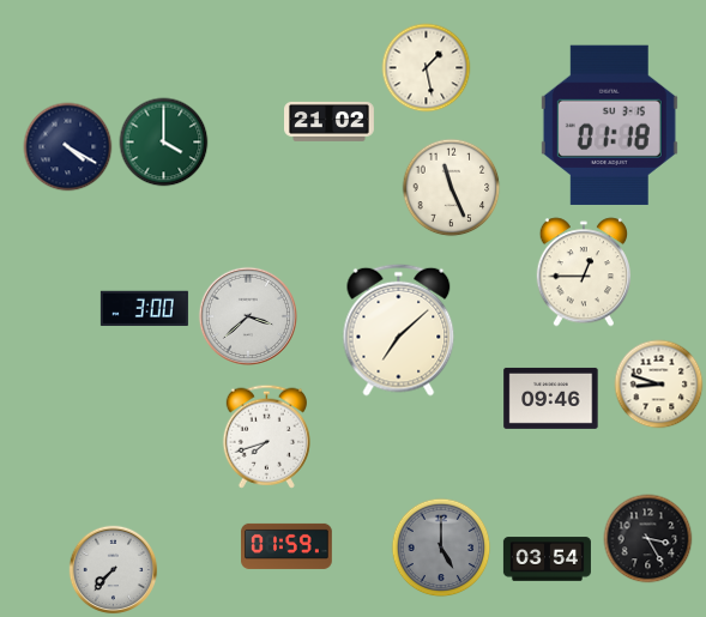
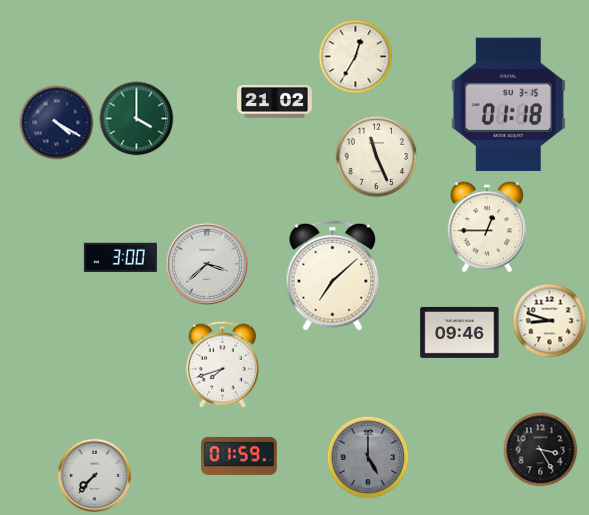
clock at (427, 68): 1:28 -> 12:35
clock at (547, 559): 03:54 -> none
